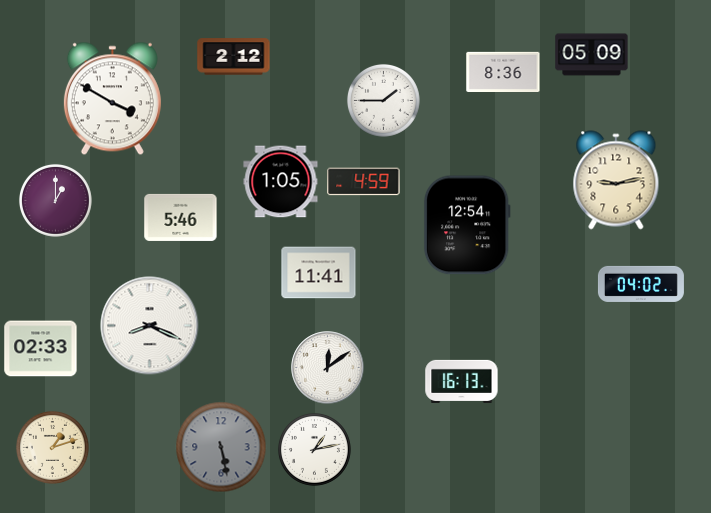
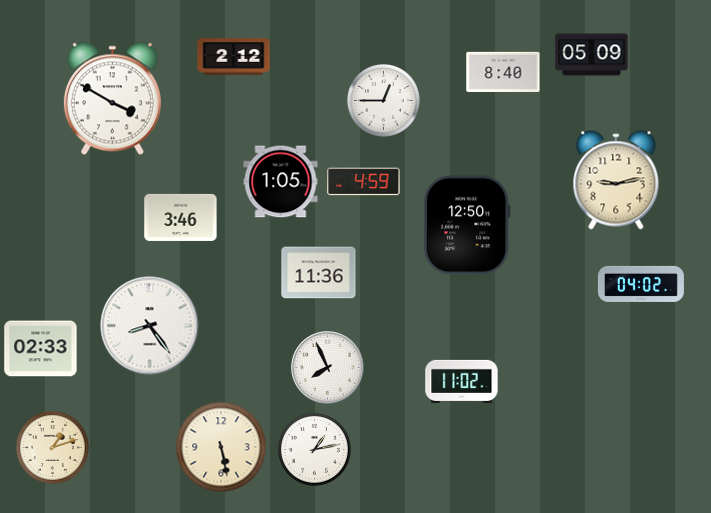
clock at (503, 71): 8:36 -> 8:40
clock at (383, 100): 1:45 -> 12:45
clock at (55, 200): 1:00 -> none
clock at (181, 217): 5:46 -> 3:46
clock at (467, 225): 12:54 -> 12:50
clock at (319, 273): 11:41 -> 11:36
clock at (150, 326): 8:19 -> 8:24
clock at (328, 368): 12:09 -> 7:56
clock at (462, 381): 16:13 -> 11:02
clock at (221, 447) dial: grey -> cream
